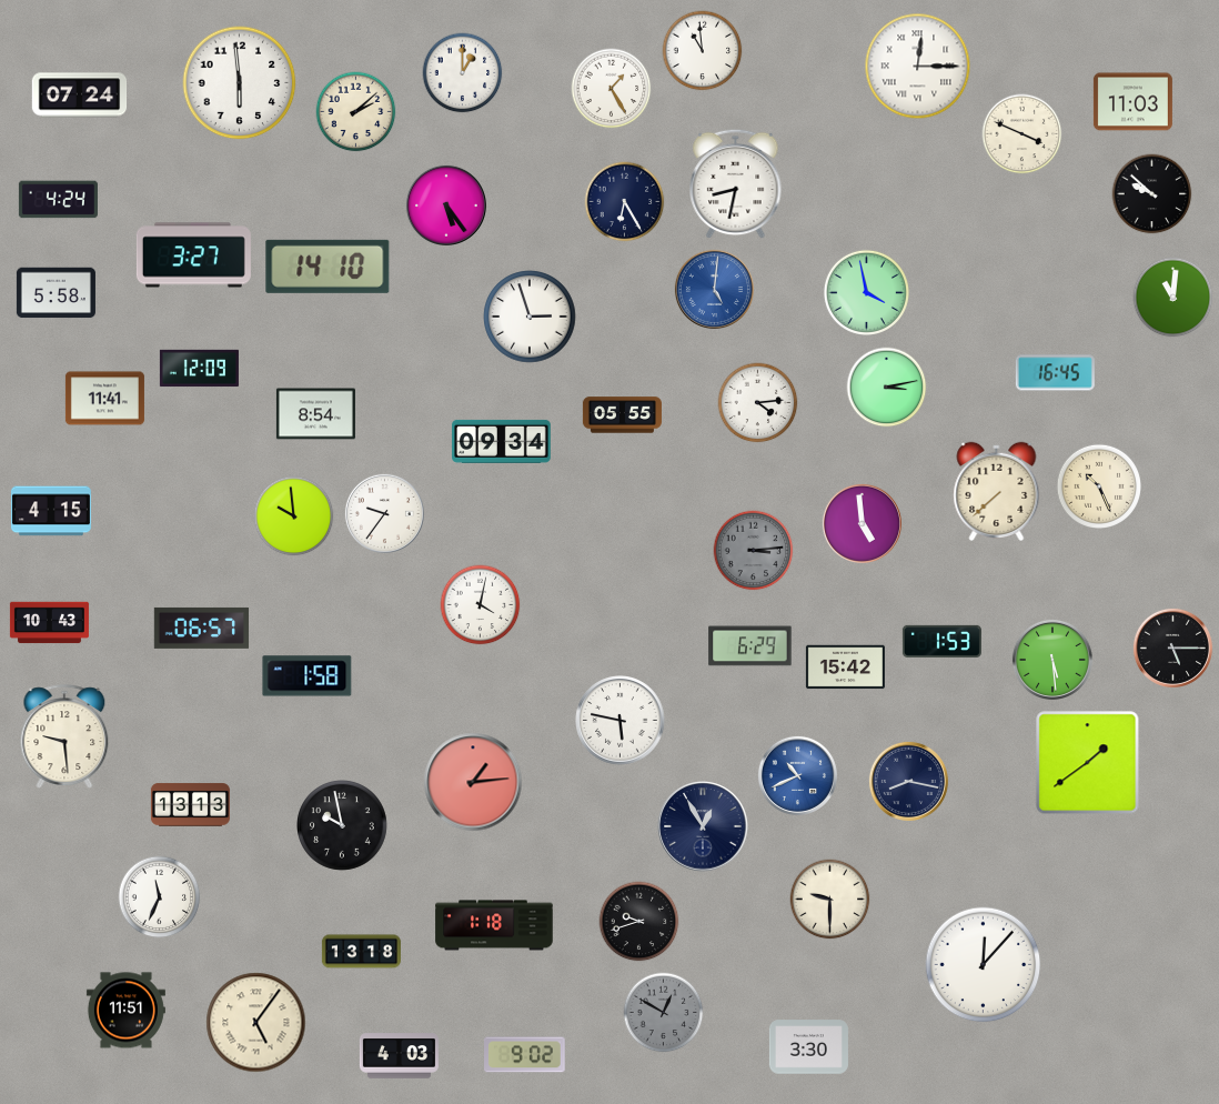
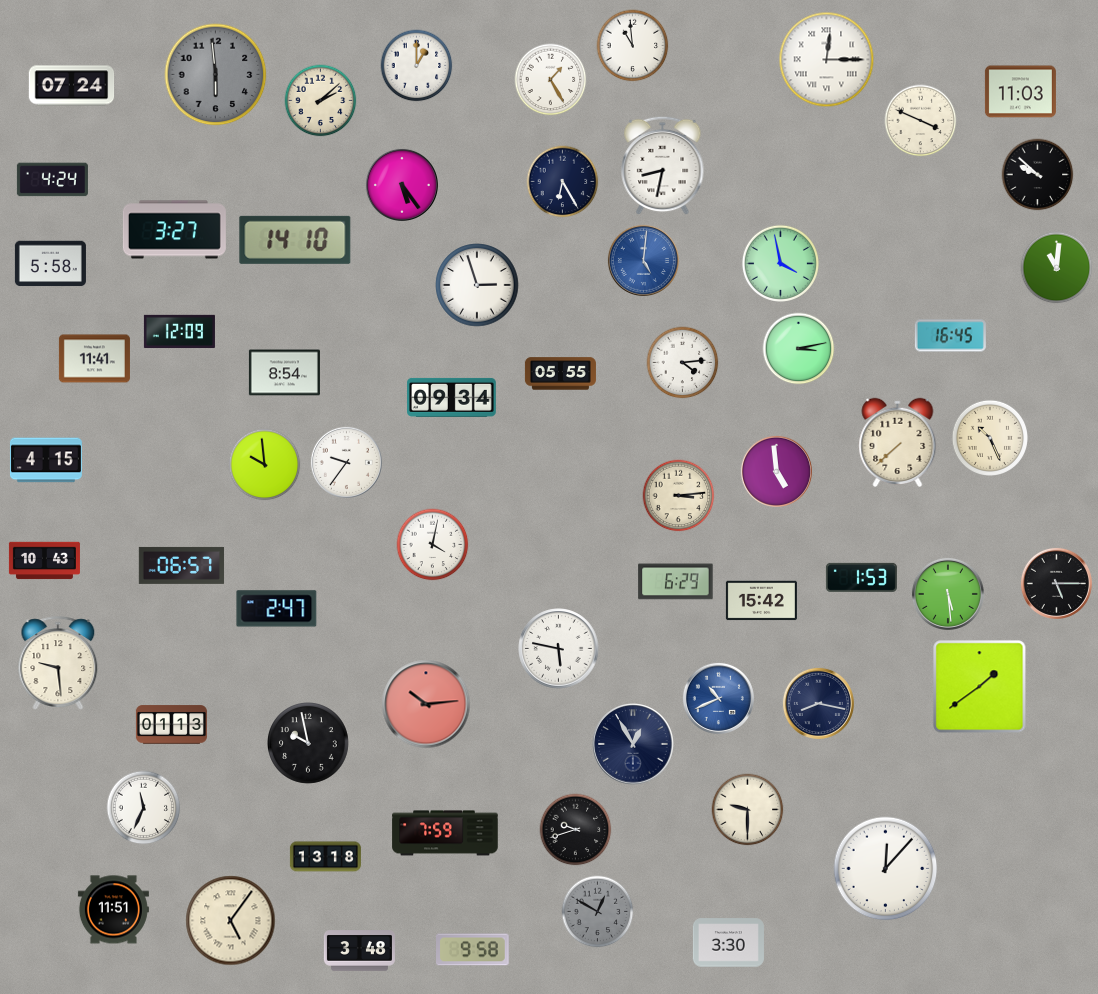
clock at (240, 83) dial: white -> grey
clock at (754, 551) dial: grey -> cream
clock at (941, 641) position: (941, 641) -> (861, 577)
clock at (308, 676): 1:58 -> 2:47
clock at (473, 782): 1:14 -> 10:14
clock at (190, 805): 13:13 -> 01:13
clock at (494, 925): 1:18 -> 7:59
clock at (525, 1055): 9:02 -> 9:58
clock at (399, 1056): 4:03 -> 3:48
